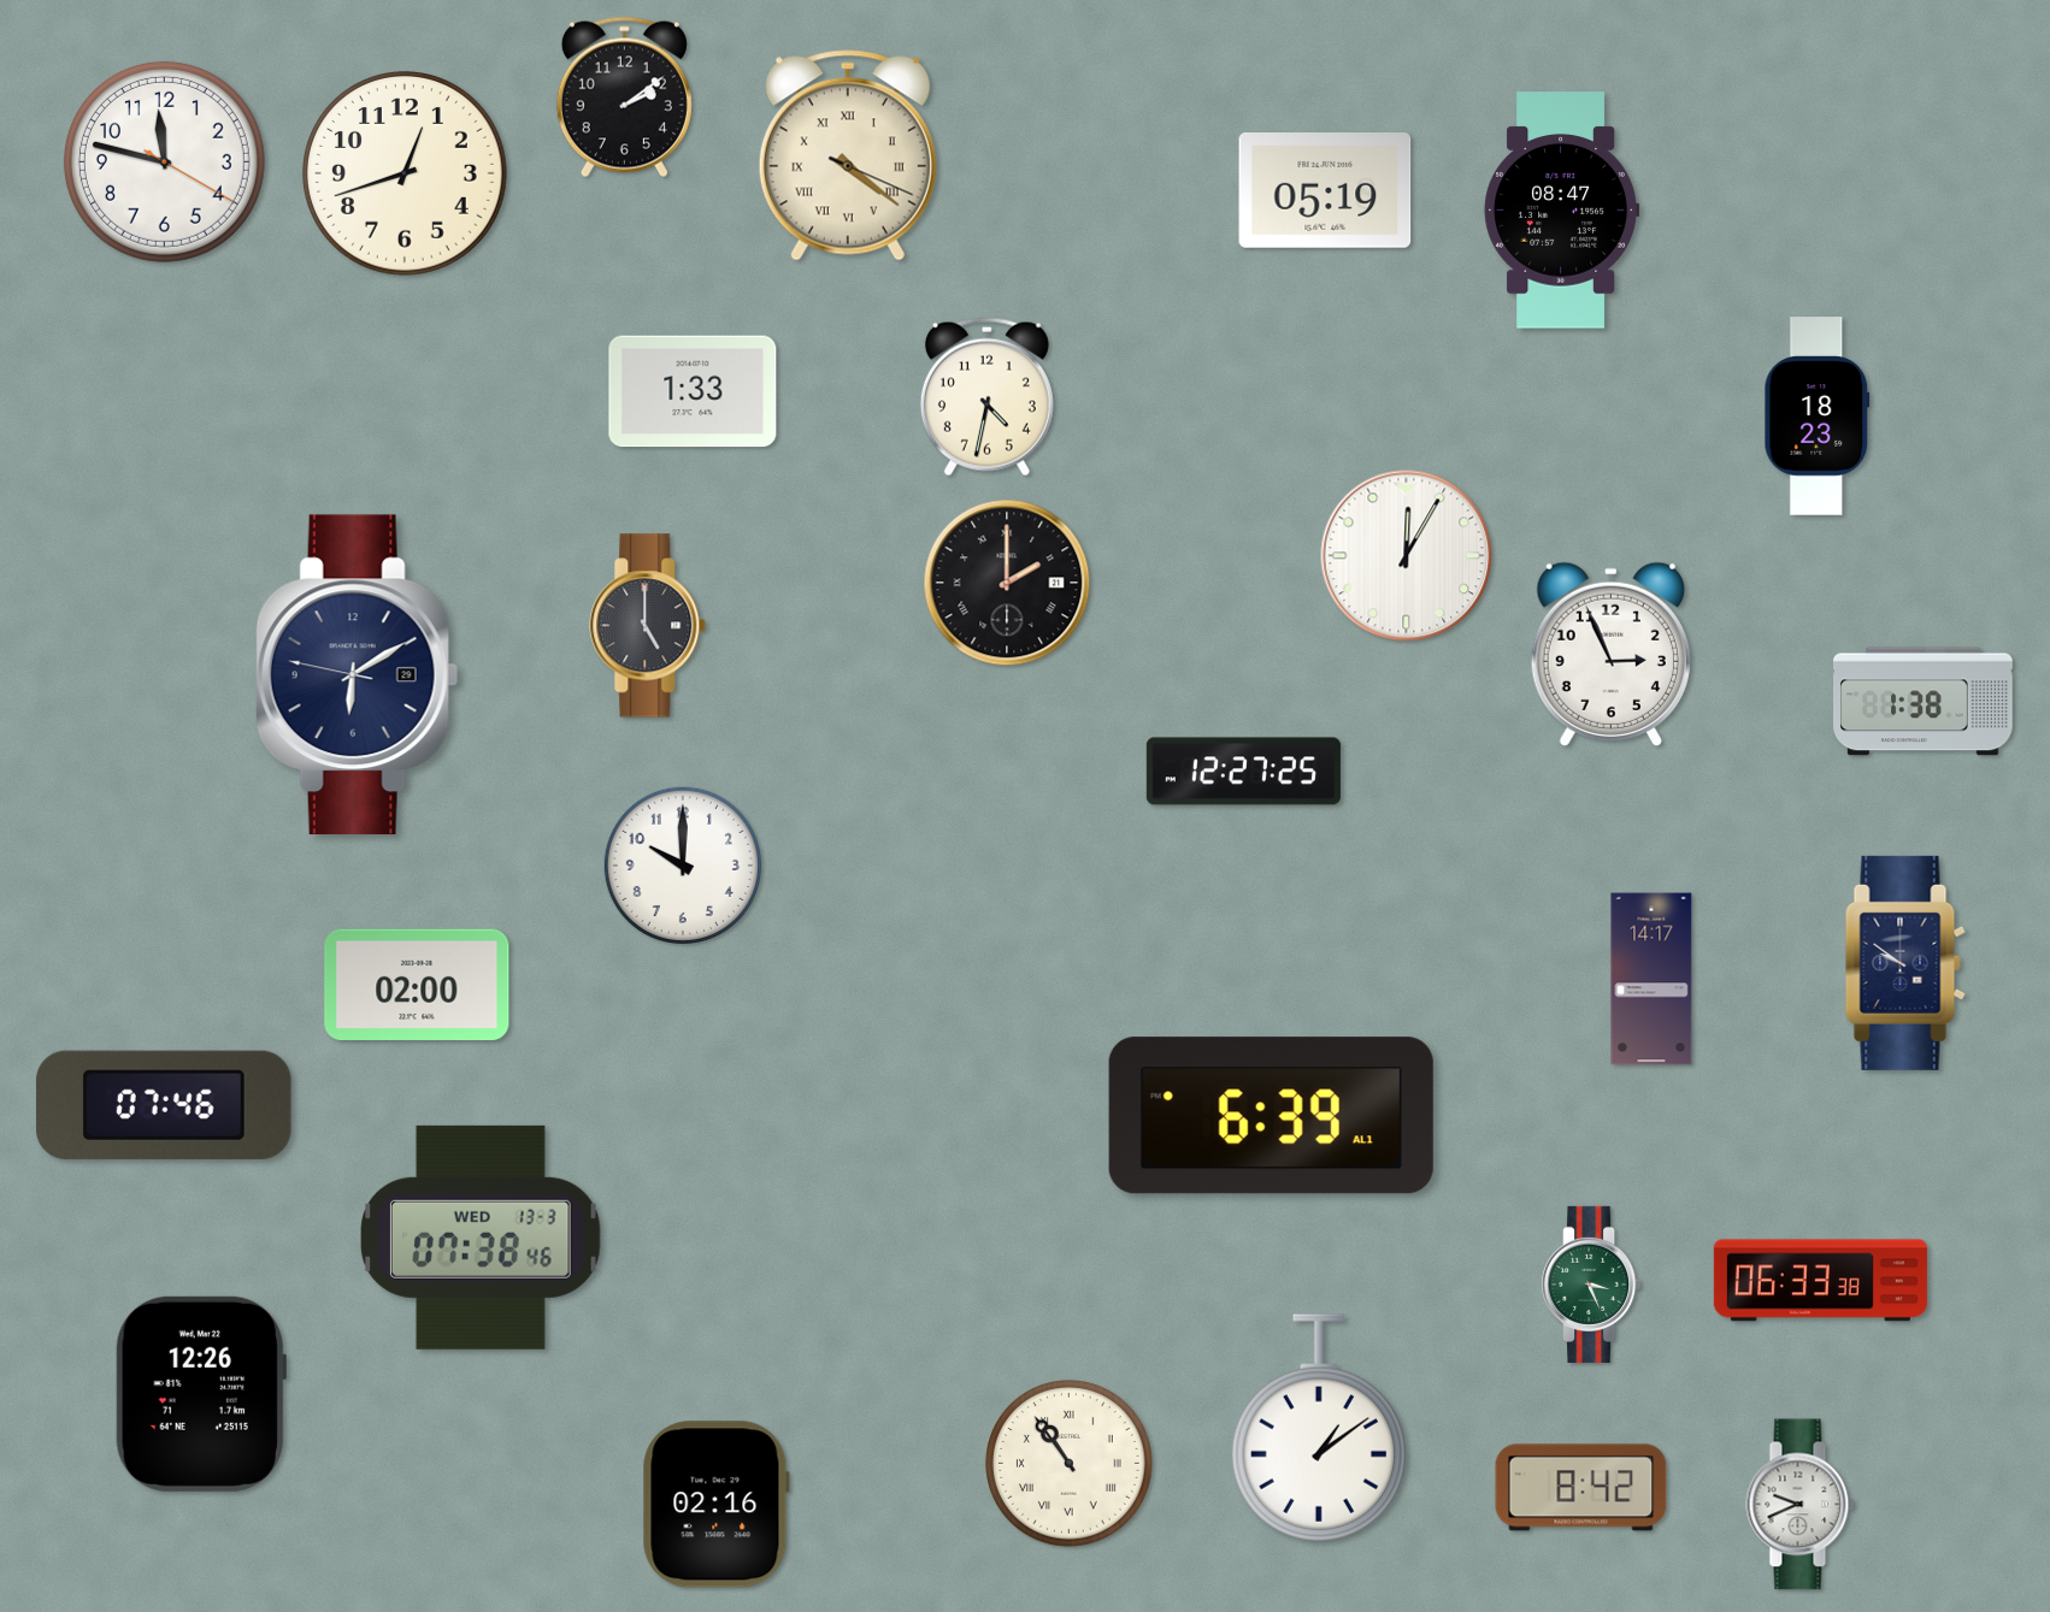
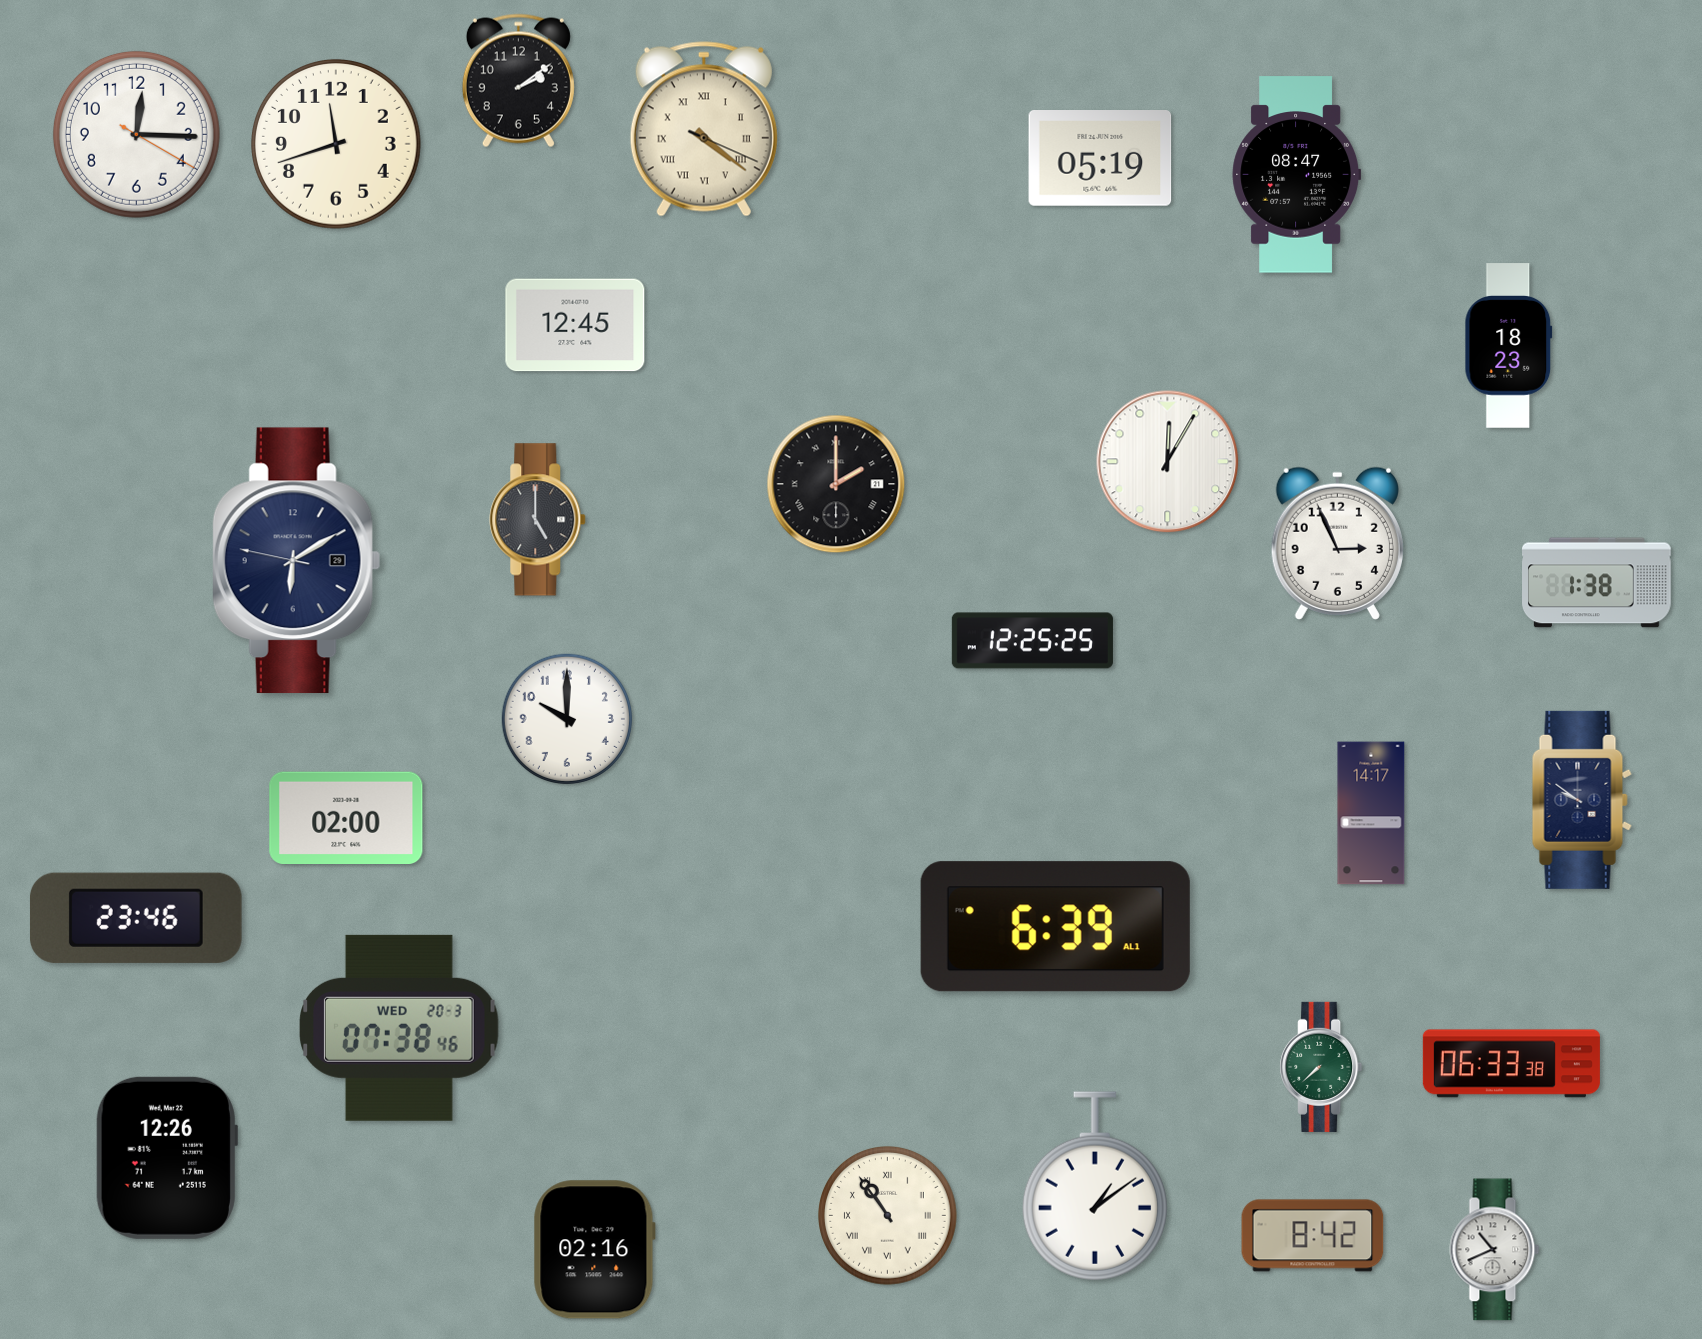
clock at (164, 161): 11:47 -> 12:15
clock at (406, 175): 12:42 -> 11:42
clock at (693, 391): 1:33 -> 12:45
clock at (986, 397): 4:32 -> none
clock at (1243, 772): 12:27 -> 12:25
clock at (164, 1105): 07:46 -> 23:46
clock at (482, 1238) date: WED 13-3 -> WED 20-3
clock at (1591, 1285): 3:26 -> 7:38
clock at (1801, 1505): 9:41 -> 10:41
